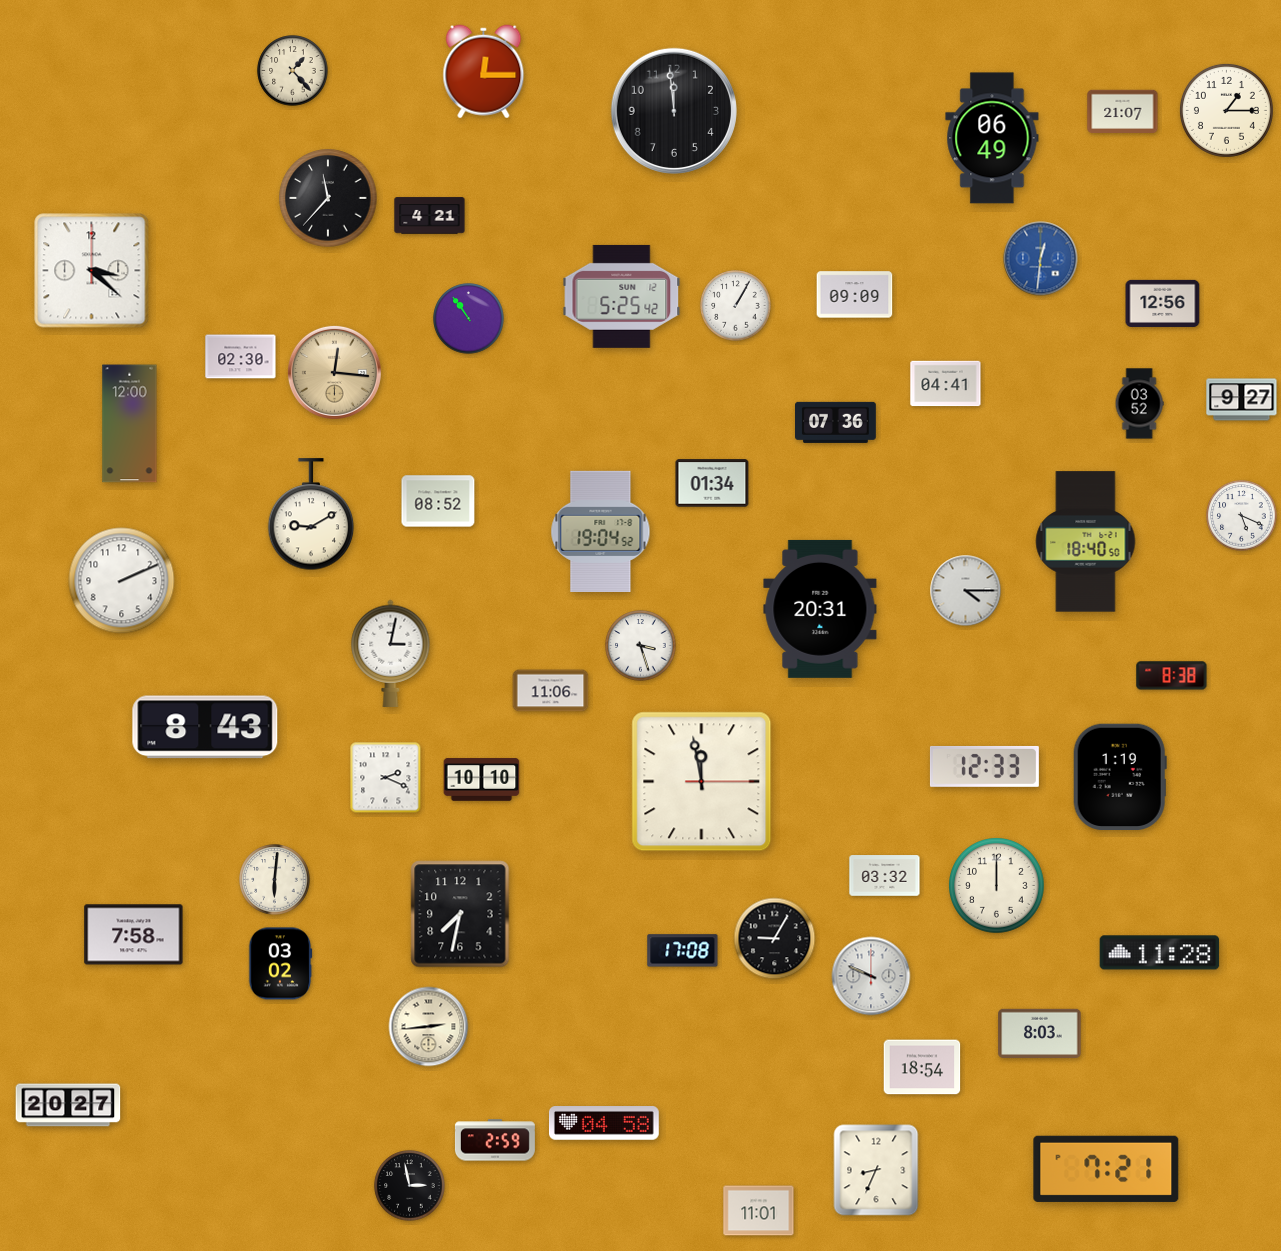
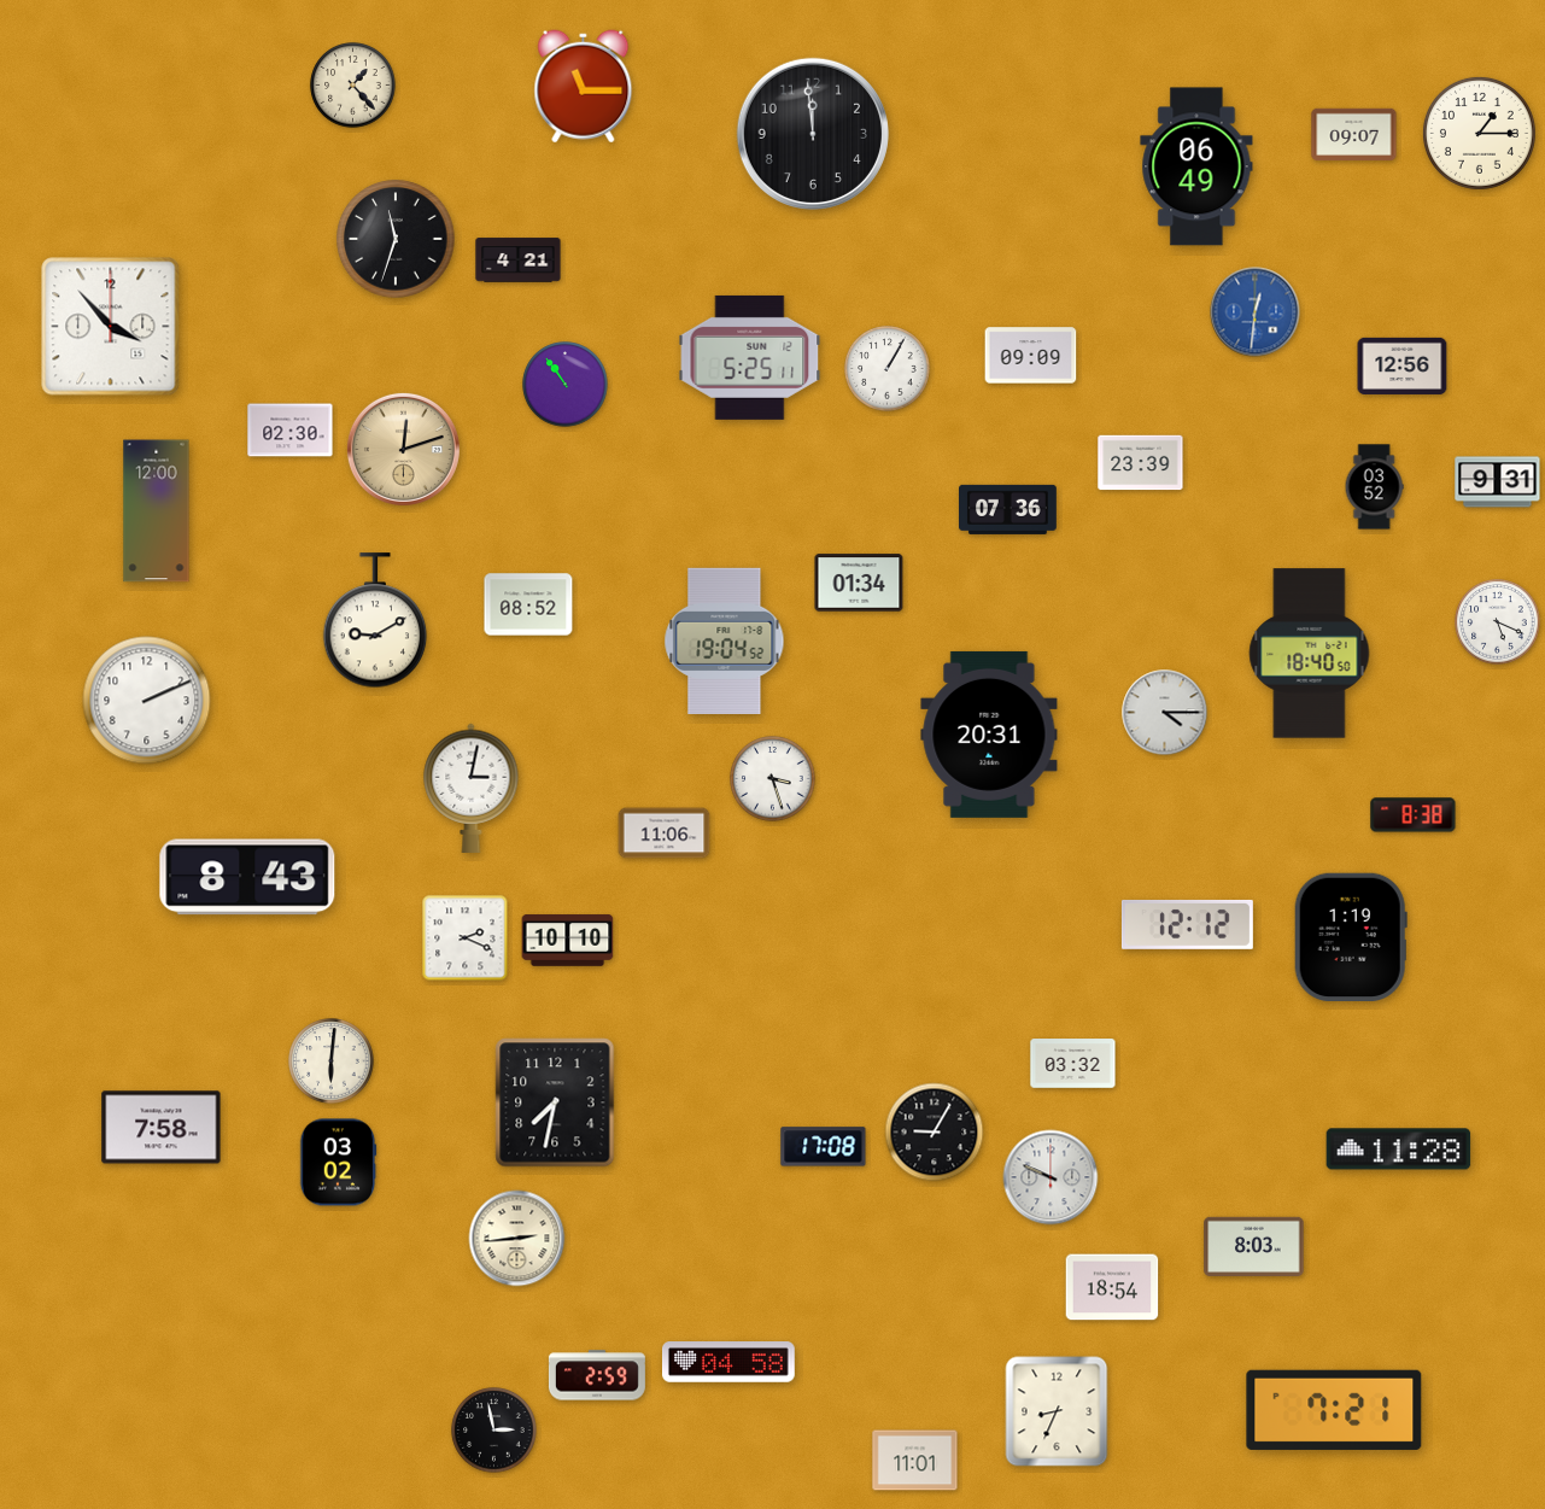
clock at (484, 72): 12:15 -> 11:15
clock at (1123, 111): 21:07 -> 09:07
clock at (328, 198): 11:37 -> 11:33
clock at (92, 271): 3:22 -> 3:53
clock at (622, 296): 5:25:42 -> 5:25:11
clock at (334, 372): 12:16 -> 12:12
clock at (946, 384): 04:41 -> 23:39
clock at (1242, 400): 9:27 -> 9:31
clock at (984, 766): 12:33 -> 12:12
clock at (482, 780) position: (482, 780) -> (568, 941)
clock at (702, 782): 11:58 -> none
clock at (885, 876) position: (885, 876) -> (1073, 1064)
clock at (997, 886): 12:00 -> none
clock at (68, 1105): 20:27 -> none
clock at (605, 1124) position: (605, 1124) -> (730, 1363)
